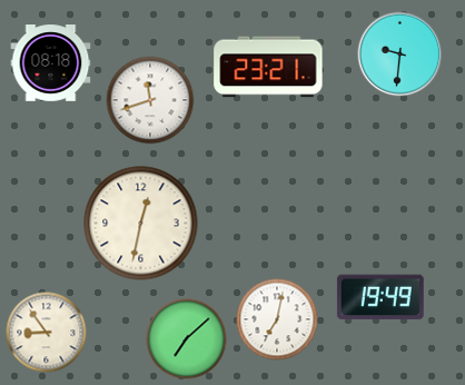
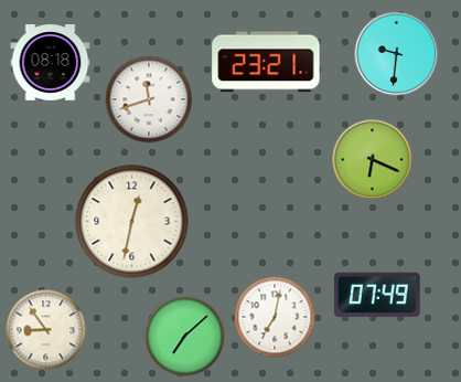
clock at (268, 67) position: (268, 67) -> (266, 62)
clock at (373, 160): none -> 6:19
clock at (141, 224) position: (141, 224) -> (132, 222)
clock at (380, 297): 19:49 -> 07:49
